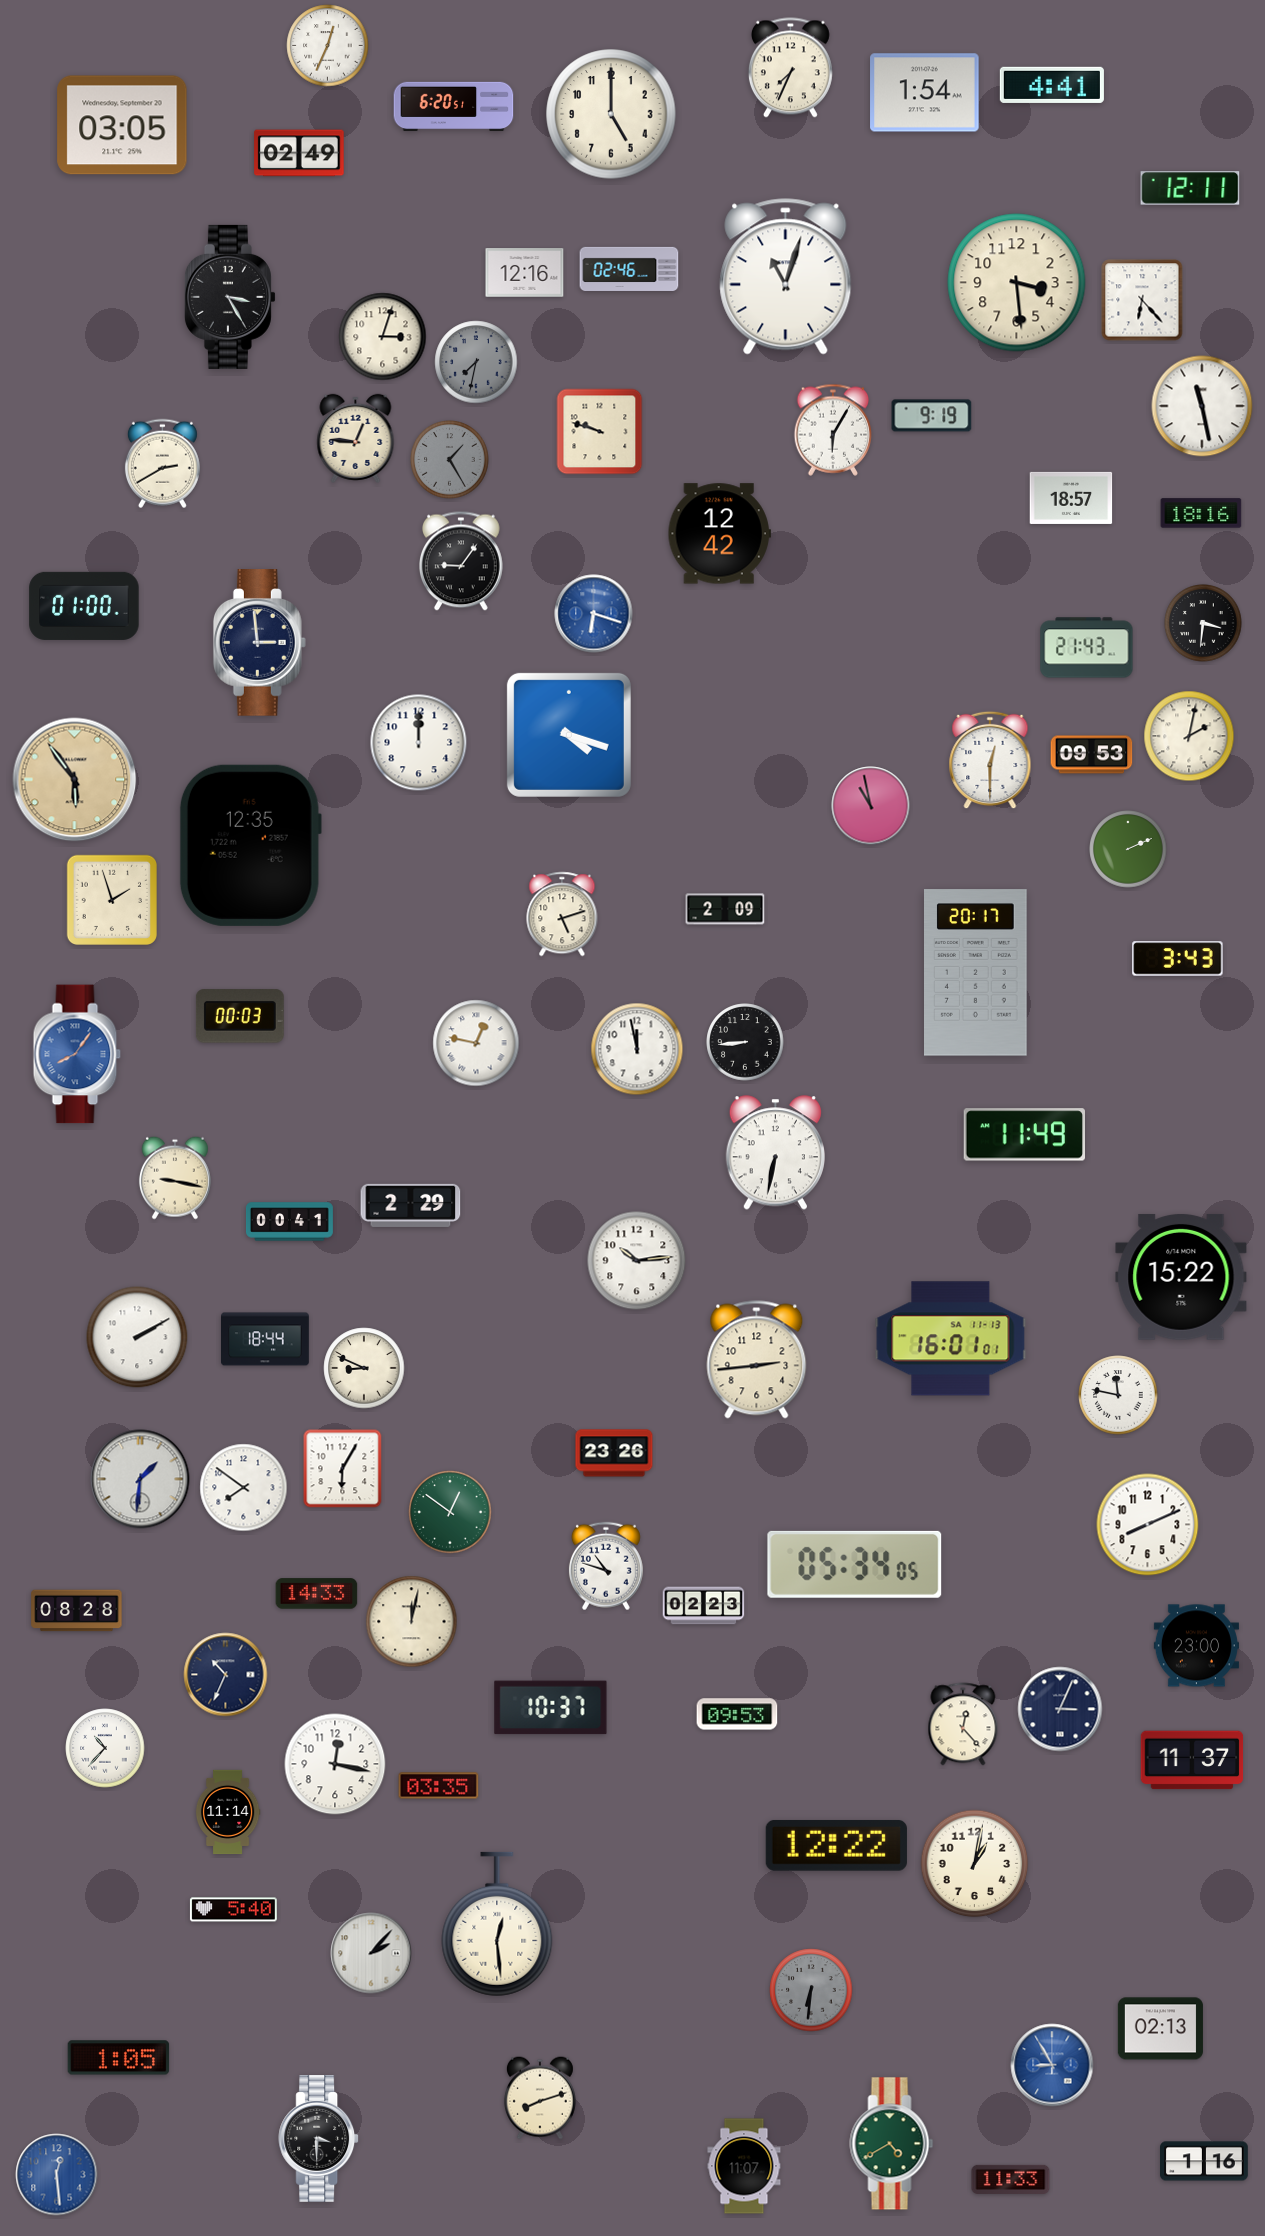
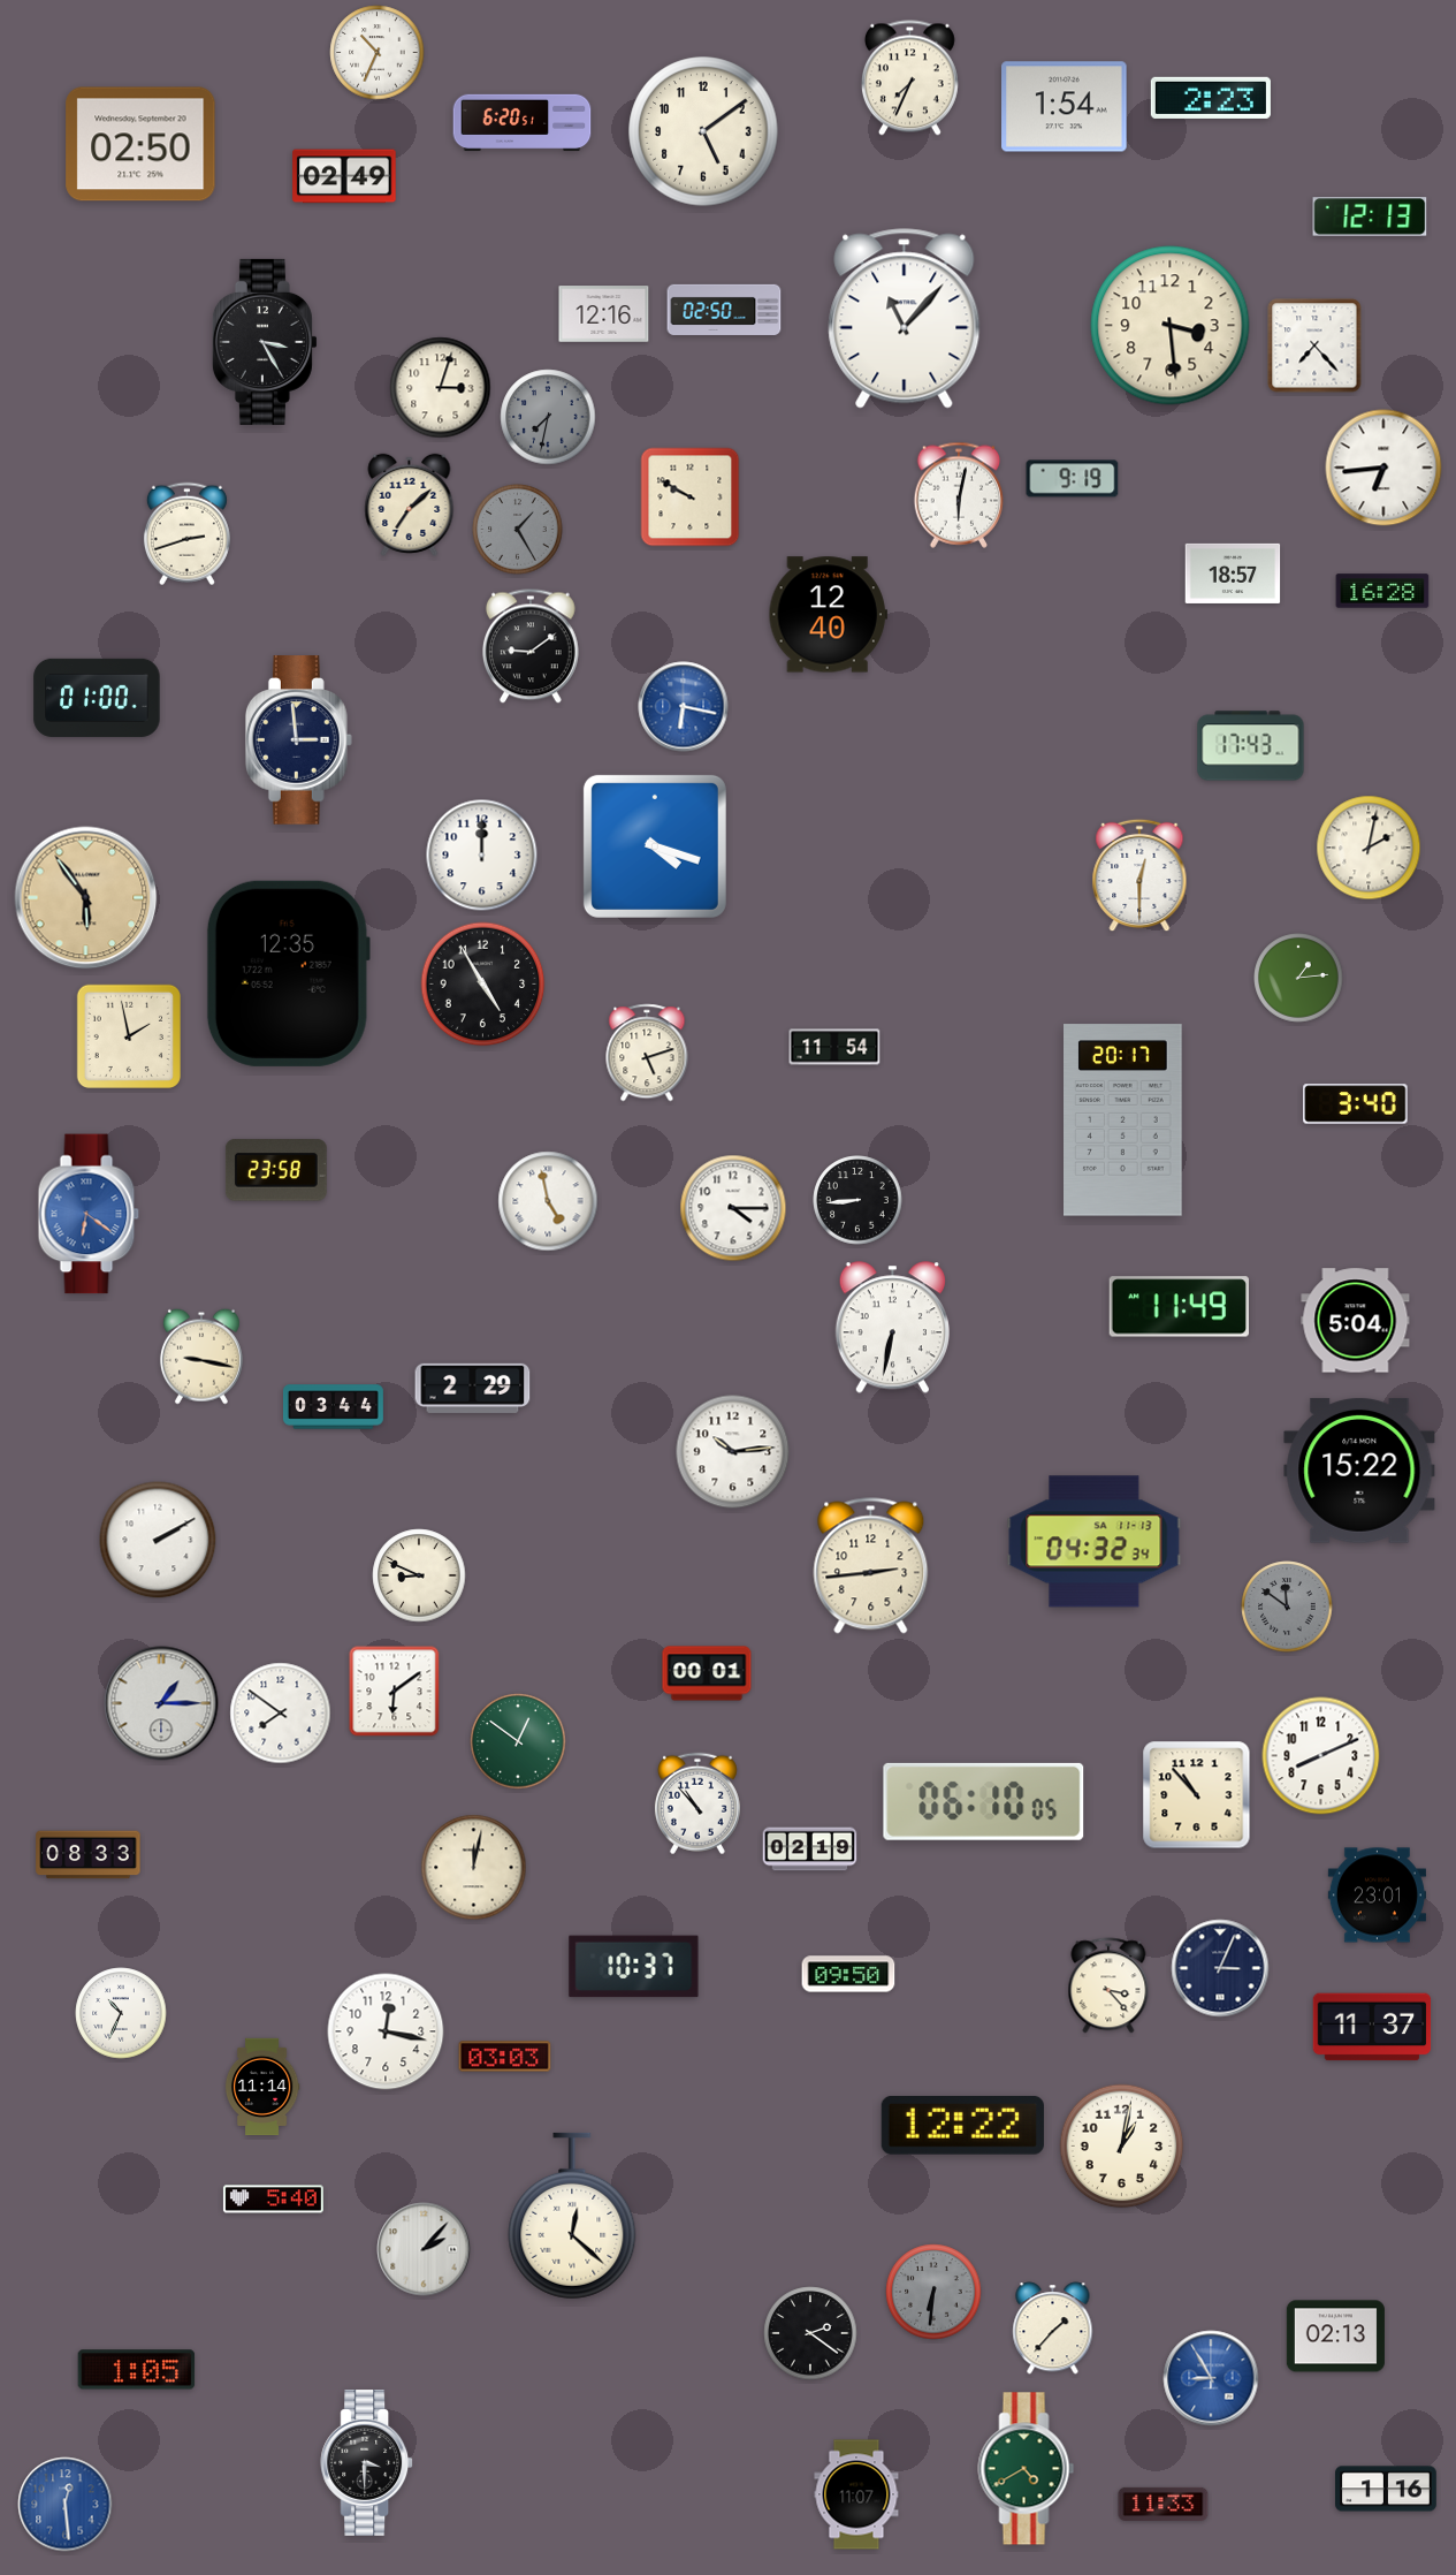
clock at (328, 46): 12:34 -> 10:34
clock at (1052, 85): 4:41 -> 2:23
clock at (611, 114): 5:00 -> 5:09
clock at (122, 125): 03:05 -> 02:50
clock at (1190, 188): 12:11 -> 12:13
clock at (629, 269): 02:46 -> 02:50
clock at (786, 277): 11:03 -> 11:07
clock at (1142, 300): 6:23 -> 7:23
clock at (1202, 406): 11:28 -> 6:44
clock at (833, 430): 6:05 -> 6:02
clock at (600, 432): 9:48 -> 9:50
clock at (356, 438): 12:46 -> 7:08
clock at (162, 464): 2:40 -> 2:42
clock at (1201, 513): 18:16 -> 16:28
clock at (719, 534): 12:42 -> 12:40
clock at (462, 561): 9:06 -> 9:09
clock at (594, 614): 6:18 -> 6:17
clock at (1203, 623): 3:31 -> none
clock at (1087, 648): 21:43 -> 17:43
clock at (1092, 755): 09:53 -> none
clock at (871, 806): 10:58 -> none
clock at (1128, 849): 2:11 -> 1:14
clock at (483, 985): none -> 4:55
clock at (111, 899): 1:57 -> 1:58
clock at (725, 909): 2:09 -> 11:54
clock at (1178, 959): 3:43 -> 3:40
clock at (240, 1016): 00:03 -> 23:58
clock at (476, 1043): 12:47 -> 4:58
clock at (637, 1049): 11:58 -> 4:15
clock at (77, 1054): 8:06 -> 6:21
clock at (1356, 1321): none -> 5:04
clock at (289, 1222): 00:41 -> 03:44
clock at (266, 1339): 18:44 -> none
clock at (951, 1339): 16:01 -> 04:32
clock at (1118, 1395): 11:47 -> 11:51
clock at (1118, 1395) dial: white -> grey
clock at (614, 1453): 23:26 -> 00:01
clock at (343, 1469): 6:05 -> 6:09
clock at (140, 1479): 1:31 -> 1:15
clock at (1197, 1795): none -> 10:53
clock at (855, 1564): 05:34 -> 06:10
clock at (606, 1566): 10:48 -> 10:53
clock at (317, 1594): 14:33 -> none
clock at (704, 1606): 02:23 -> 02:19
clock at (77, 1611): 08:28 -> 08:33
clock at (1196, 1646): 23:00 -> 23:01
clock at (226, 1675): 10:34 -> none
clock at (737, 1714): 09:53 -> 09:50
clock at (963, 1724): 12:23 -> 3:23
clock at (105, 1748): 10:37 -> 10:34
clock at (439, 1786): 03:35 -> 03:03
clock at (233, 1910) position: (233, 1910) -> (273, 2200)
clock at (497, 1924): 12:29 -> 12:22
clock at (371, 1953) position: (371, 1953) -> (424, 2249)
clock at (1053, 2329): none -> 1:37
clock at (810, 2333): none -> 2:21
clock at (540, 2098): 8:12 -> none
clock at (1011, 2179) position: (1011, 2179) -> (1164, 2504)
